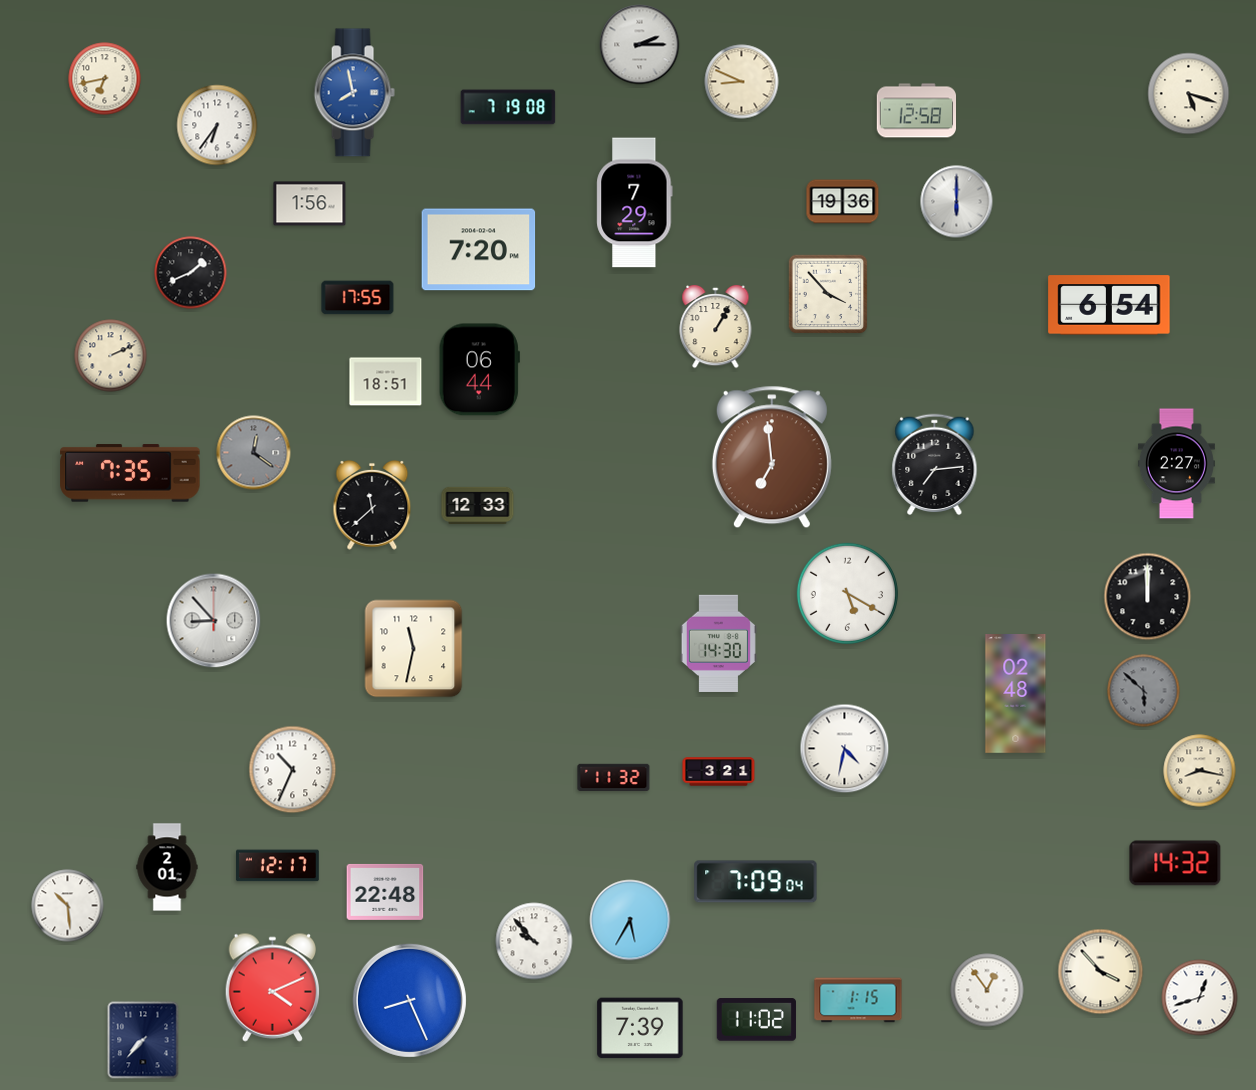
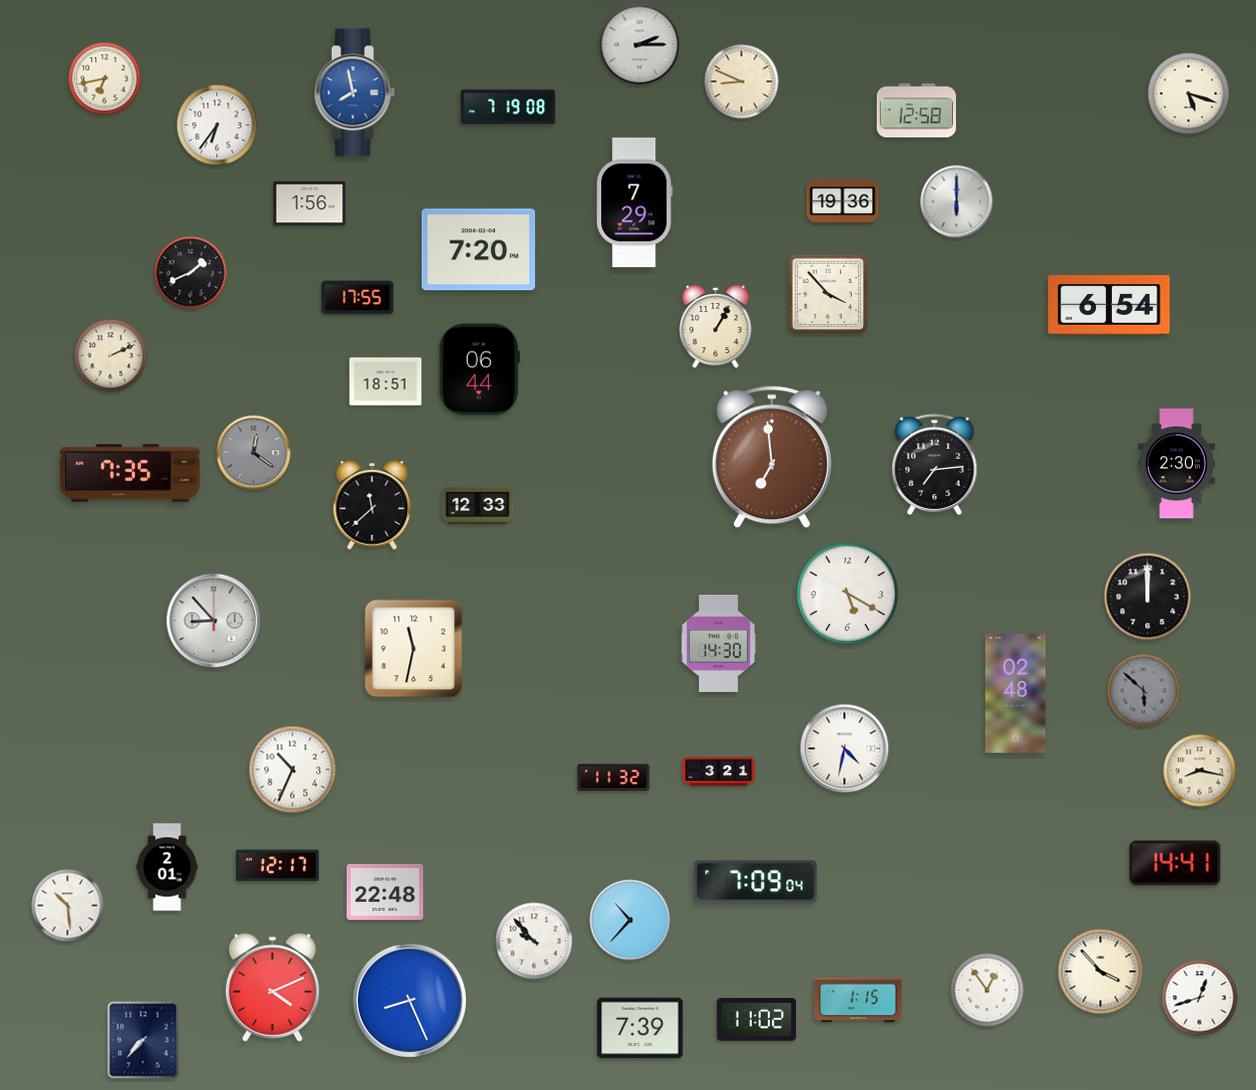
clock at (1176, 464): 2:27 -> 2:30
clock at (1175, 863): 14:32 -> 14:41
clock at (630, 920): 5:35 -> 10:37
